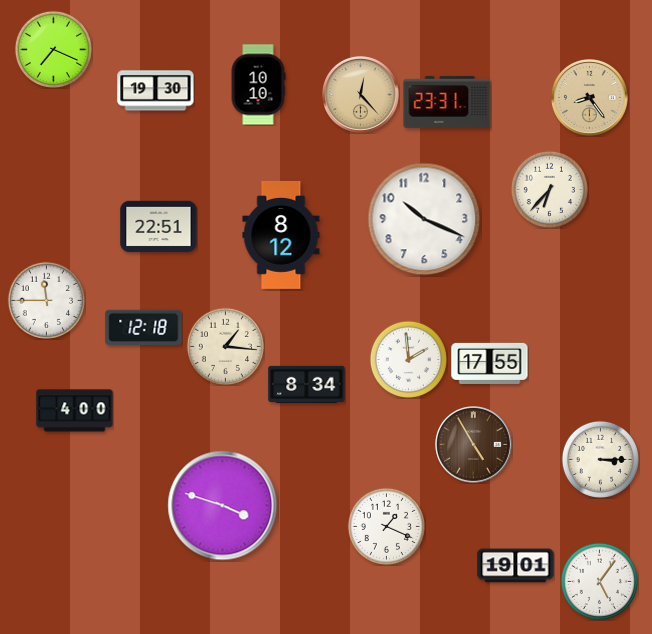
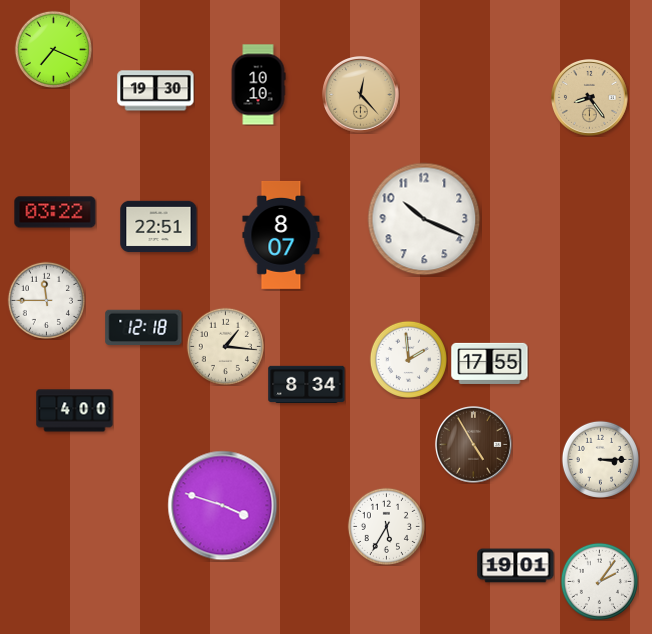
clock at (447, 102): 23:31 -> none
clock at (549, 189): 6:37 -> none
clock at (55, 212): none -> 03:22
clock at (281, 235): 8:12 -> 8:07
clock at (386, 526): 1:19 -> 5:35
clock at (599, 581): 5:06 -> 2:06
